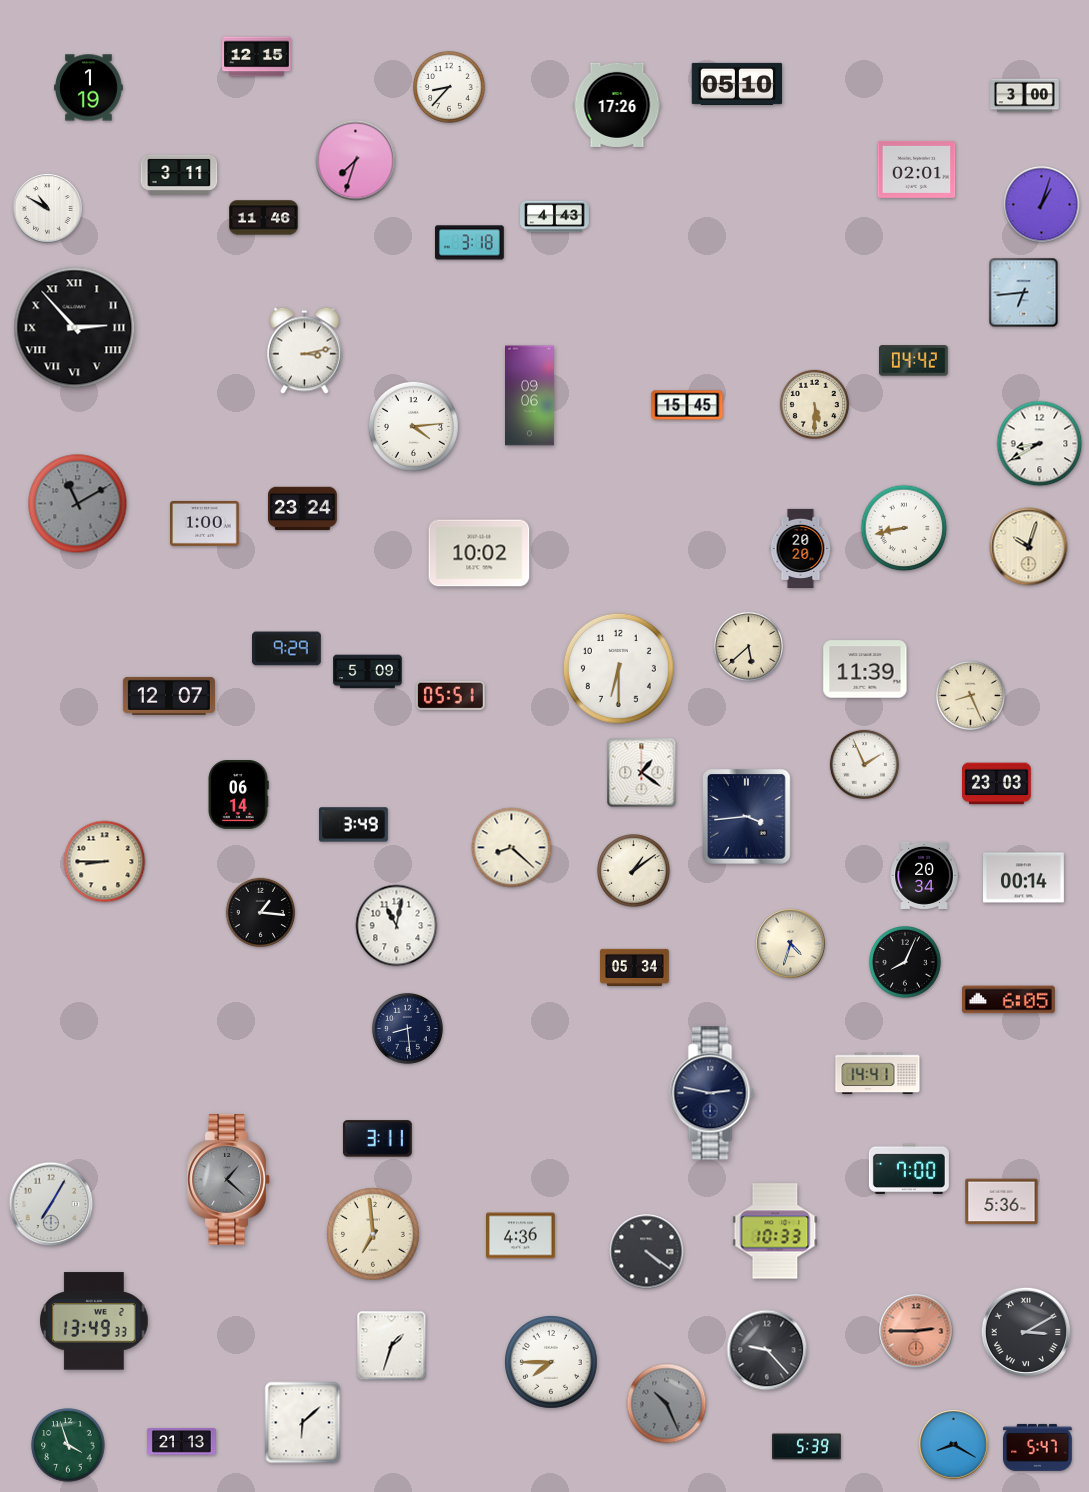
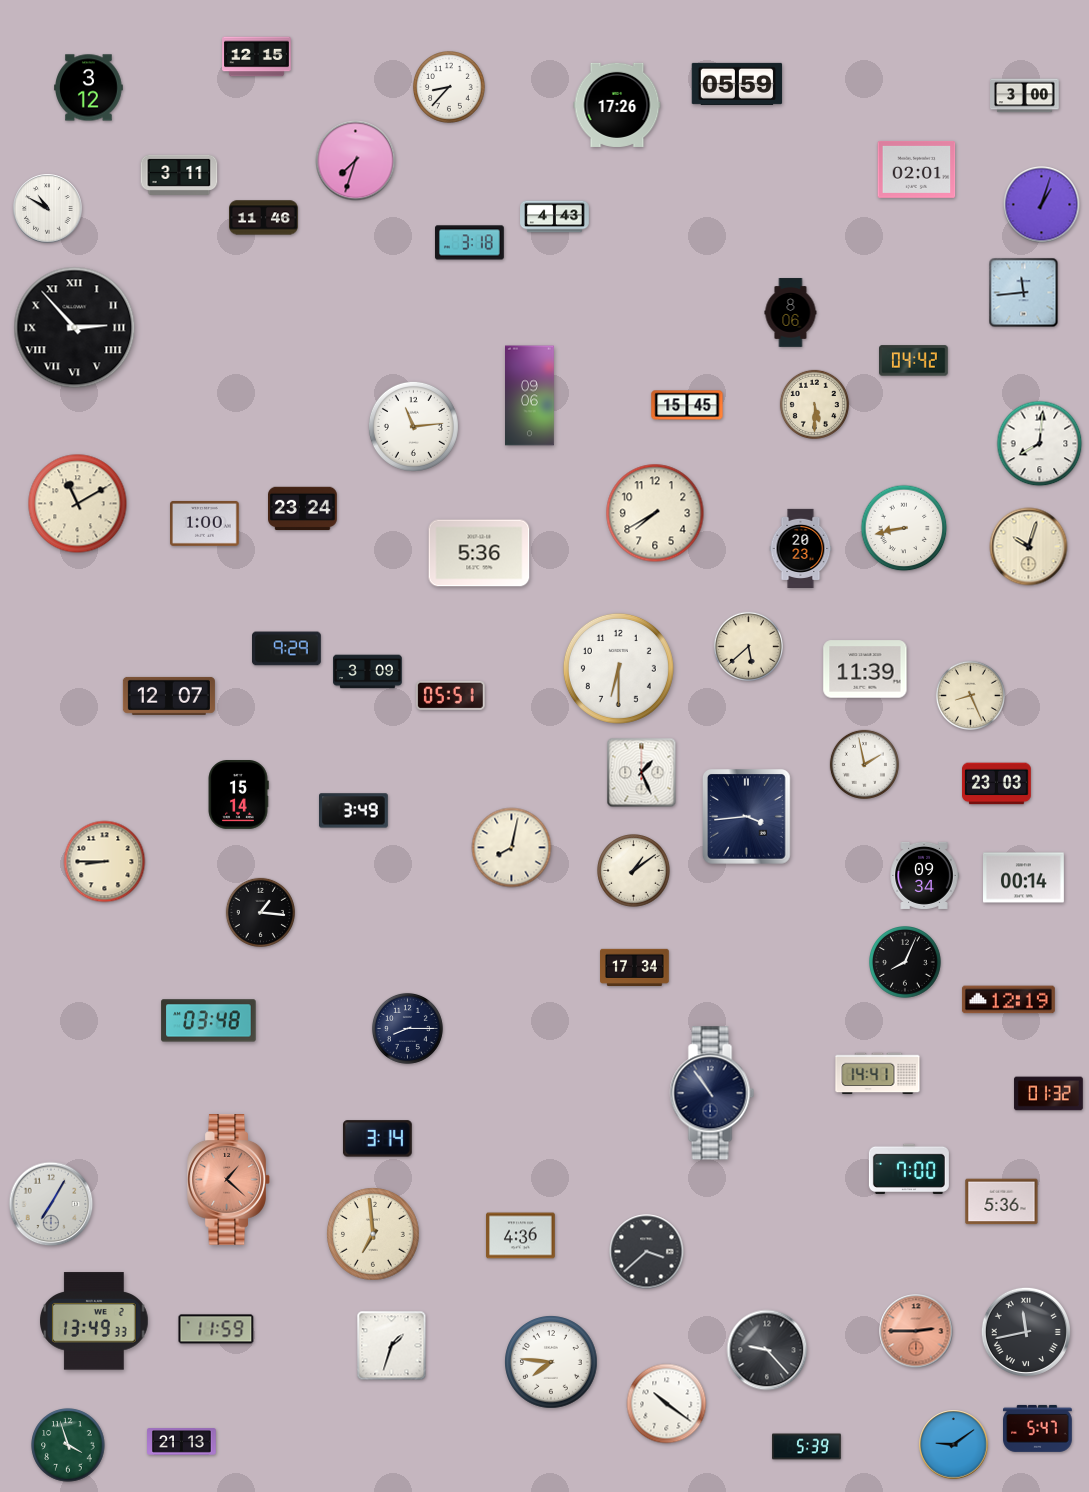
clock at (737, 84): 05:10 -> 05:59
clock at (89, 88): 1:19 -> 3:12
clock at (1024, 293): 6:44 -> 11:44
clock at (791, 313): none -> 8:06
clock at (305, 351): 3:13 -> none
clock at (413, 426): 4:14 -> 11:14
clock at (1040, 444): 8:40 -> 8:01
clock at (78, 504) dial: grey -> cream
clock at (655, 513): none -> 7:40
clock at (801, 548): 20:20 -> 20:23
clock at (479, 553): 10:02 -> 5:36
clock at (368, 672): 5:09 -> 3:09
clock at (864, 764): 1:56 -> 1:58
clock at (642, 773): 1:21 -> 1:26
clock at (238, 795): 06:14 -> 15:14
clock at (354, 825) position: (354, 825) -> (354, 811)
clock at (512, 848): 8:22 -> 8:02
clock at (924, 875): 20:34 -> 09:34
clock at (397, 926): 11:02 -> none
clock at (791, 944): 4:33 -> none
clock at (635, 967): 05:34 -> 17:34
clock at (1008, 1000): 6:05 -> 12:19
clock at (209, 1021): none -> 03:48
clock at (407, 1028): 8:29 -> 8:15
clock at (712, 1093): 2:47 -> 10:54
clock at (1049, 1094): none -> 01:32
clock at (377, 1139): 3:11 -> 3:14
clock at (228, 1180) dial: grey -> salmon
clock at (775, 1231): 10:33 -> none
clock at (647, 1252): 4:21 -> 3:38
clock at (216, 1329): none -> 11:59
clock at (1026, 1332): 3:10 -> 11:43
clock at (551, 1362): 7:45 -> 7:46
clock at (667, 1404): 10:26 -> 10:21
clock at (667, 1404) dial: grey -> white
clock at (303, 1423): 6:08 -> none
clock at (954, 1445): 8:20 -> 9:09
clock at (1038, 1447) position: (1038, 1447) -> (1038, 1428)
